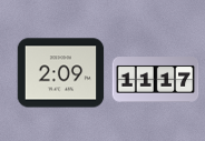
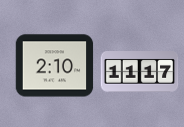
clock at (60, 73): 2:09 -> 2:10
